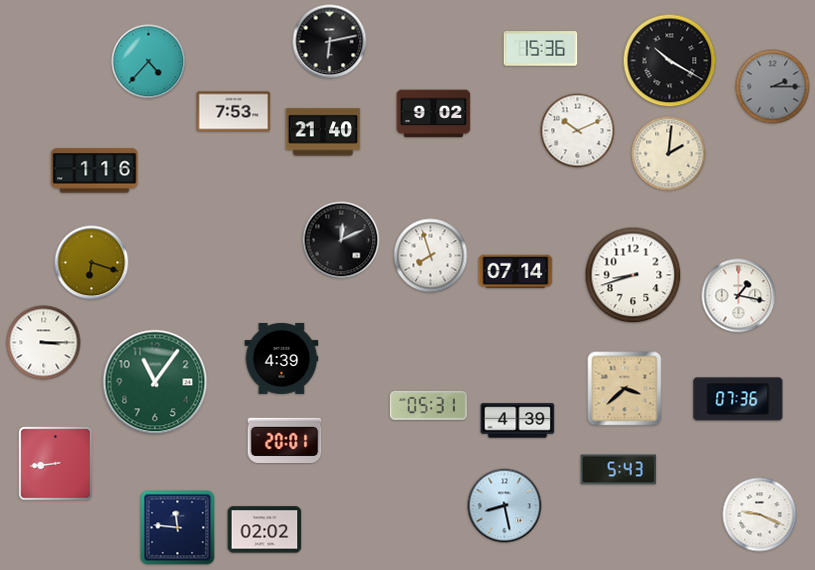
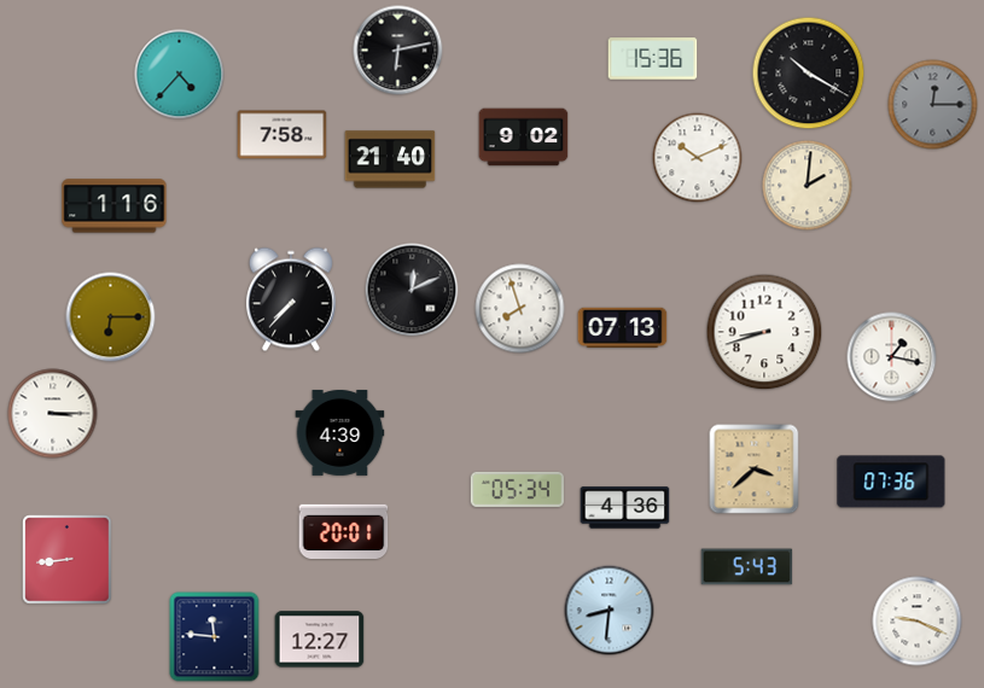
clock at (773, 87): 2:15 -> 12:15
clock at (234, 112): 7:53 -> 7:58
clock at (291, 299): none -> 7:37
clock at (92, 263): 6:18 -> 6:15
clock at (516, 271): 07:14 -> 07:13
clock at (155, 382): 11:06 -> none
clock at (428, 405): 05:31 -> 05:34
clock at (518, 421): 4:39 -> 4:36
clock at (505, 506): 8:28 -> 8:31
clock at (265, 530): 02:02 -> 12:27
